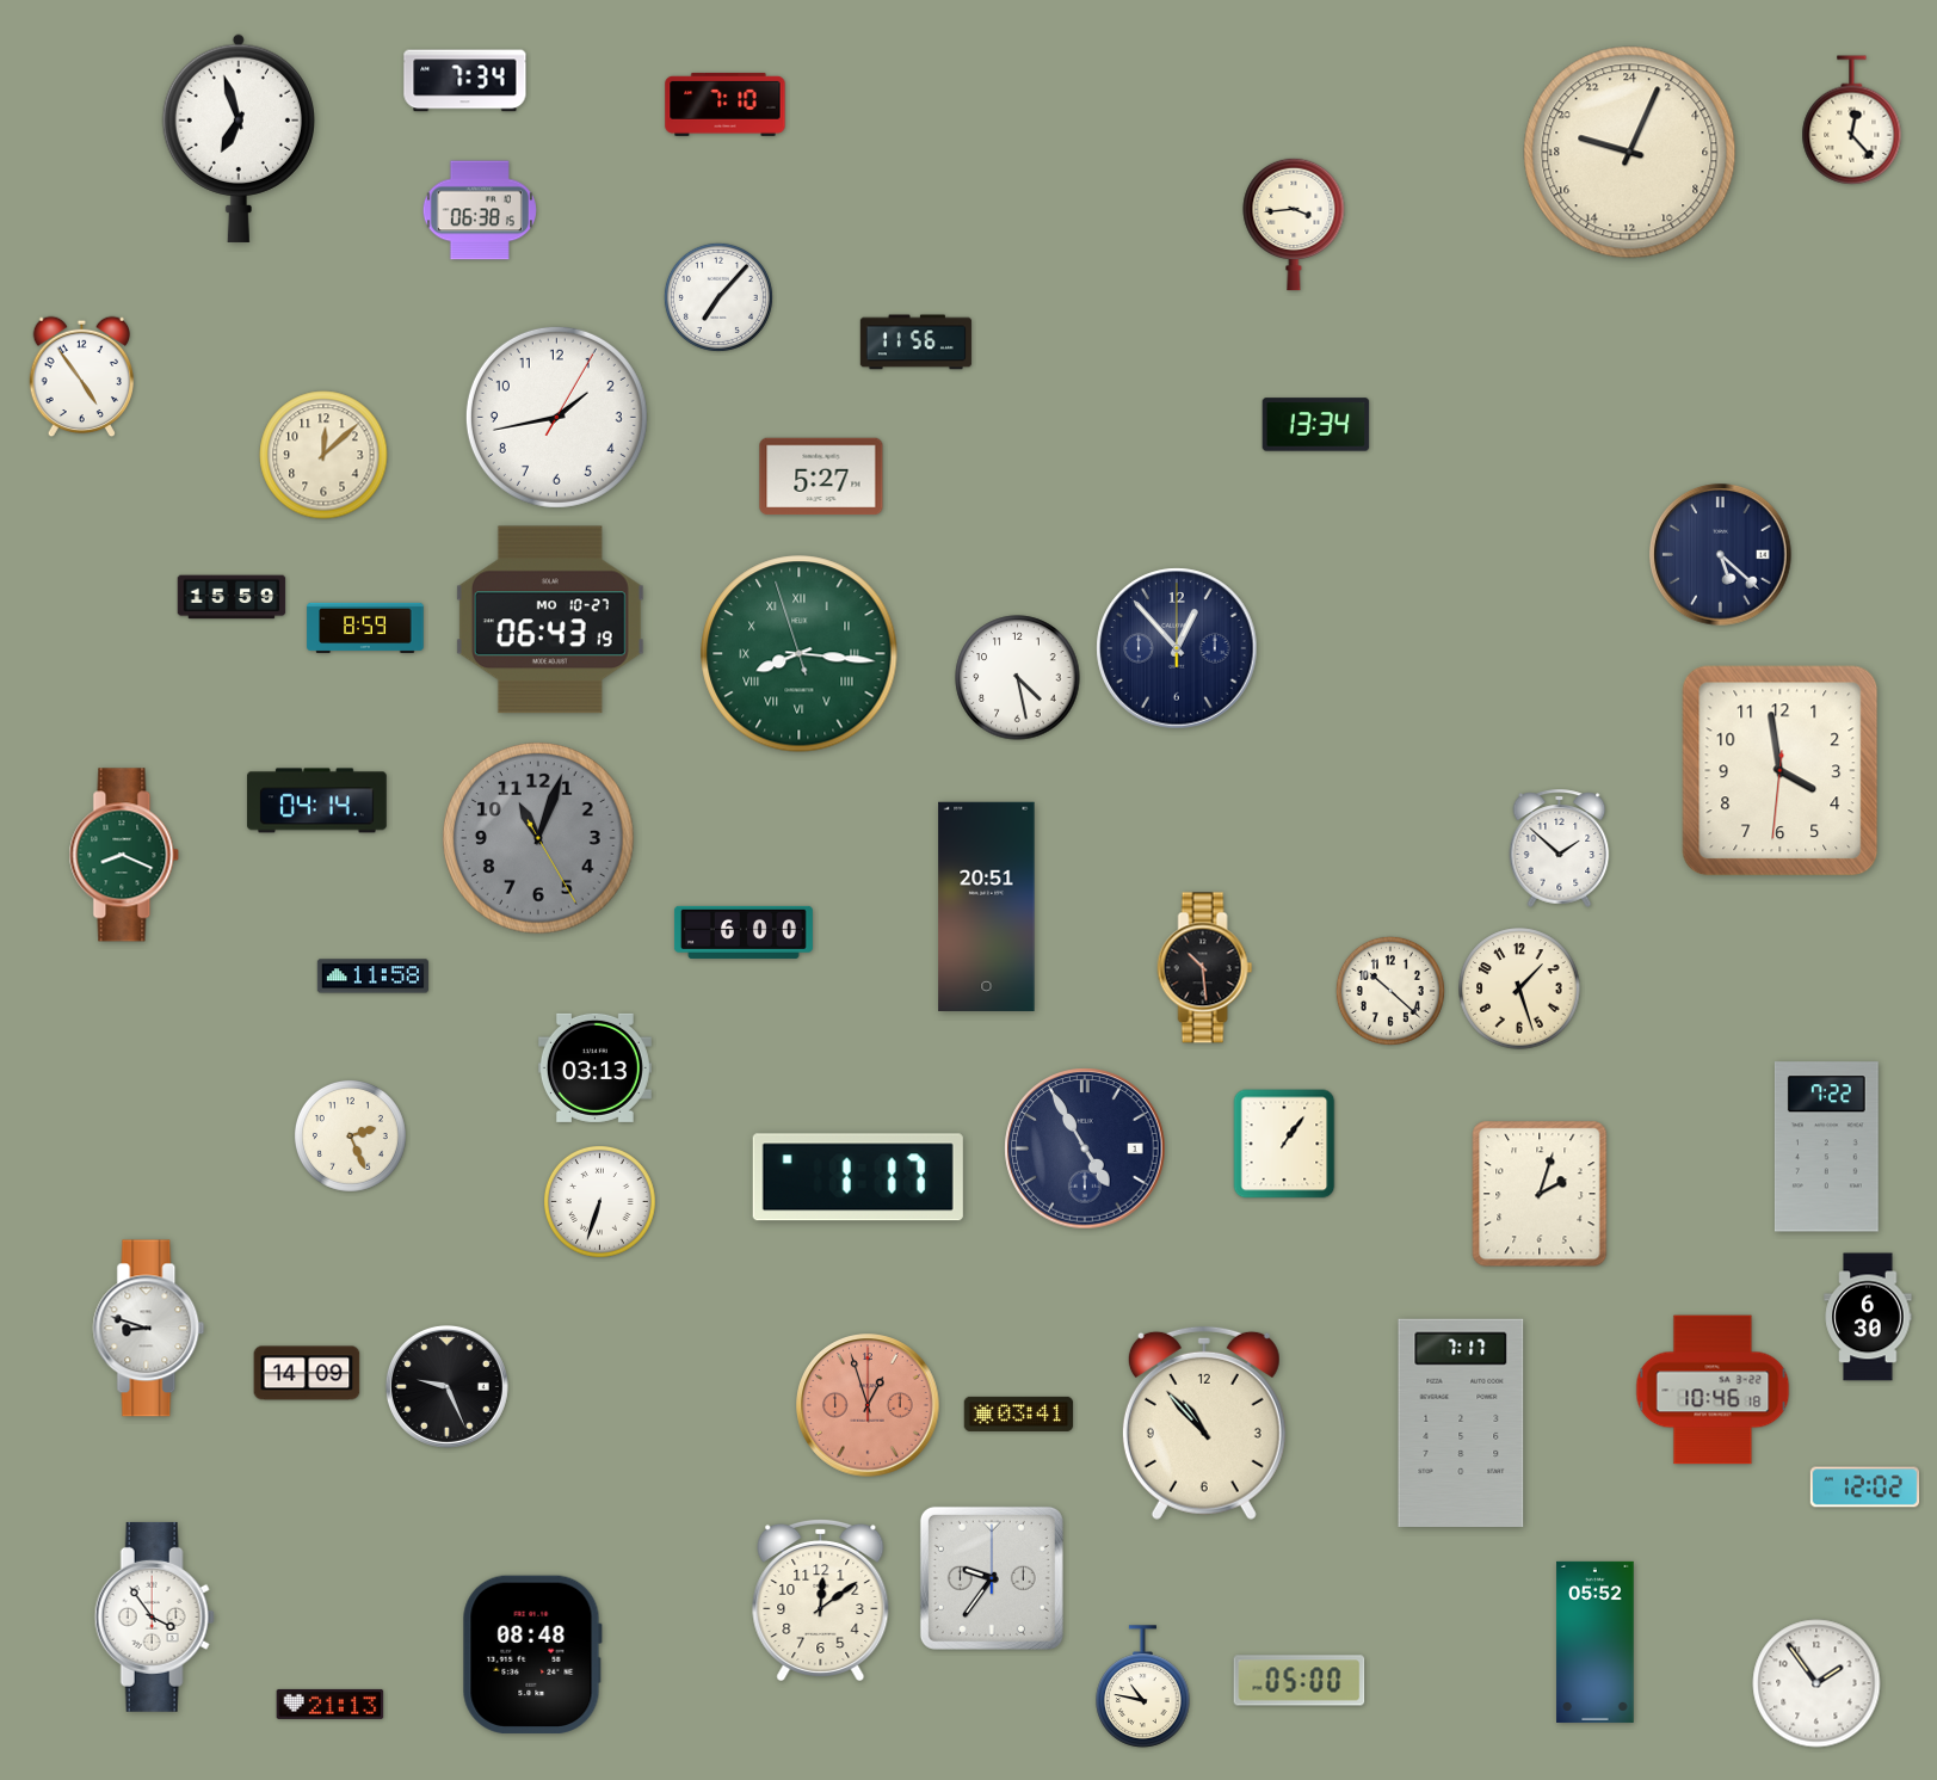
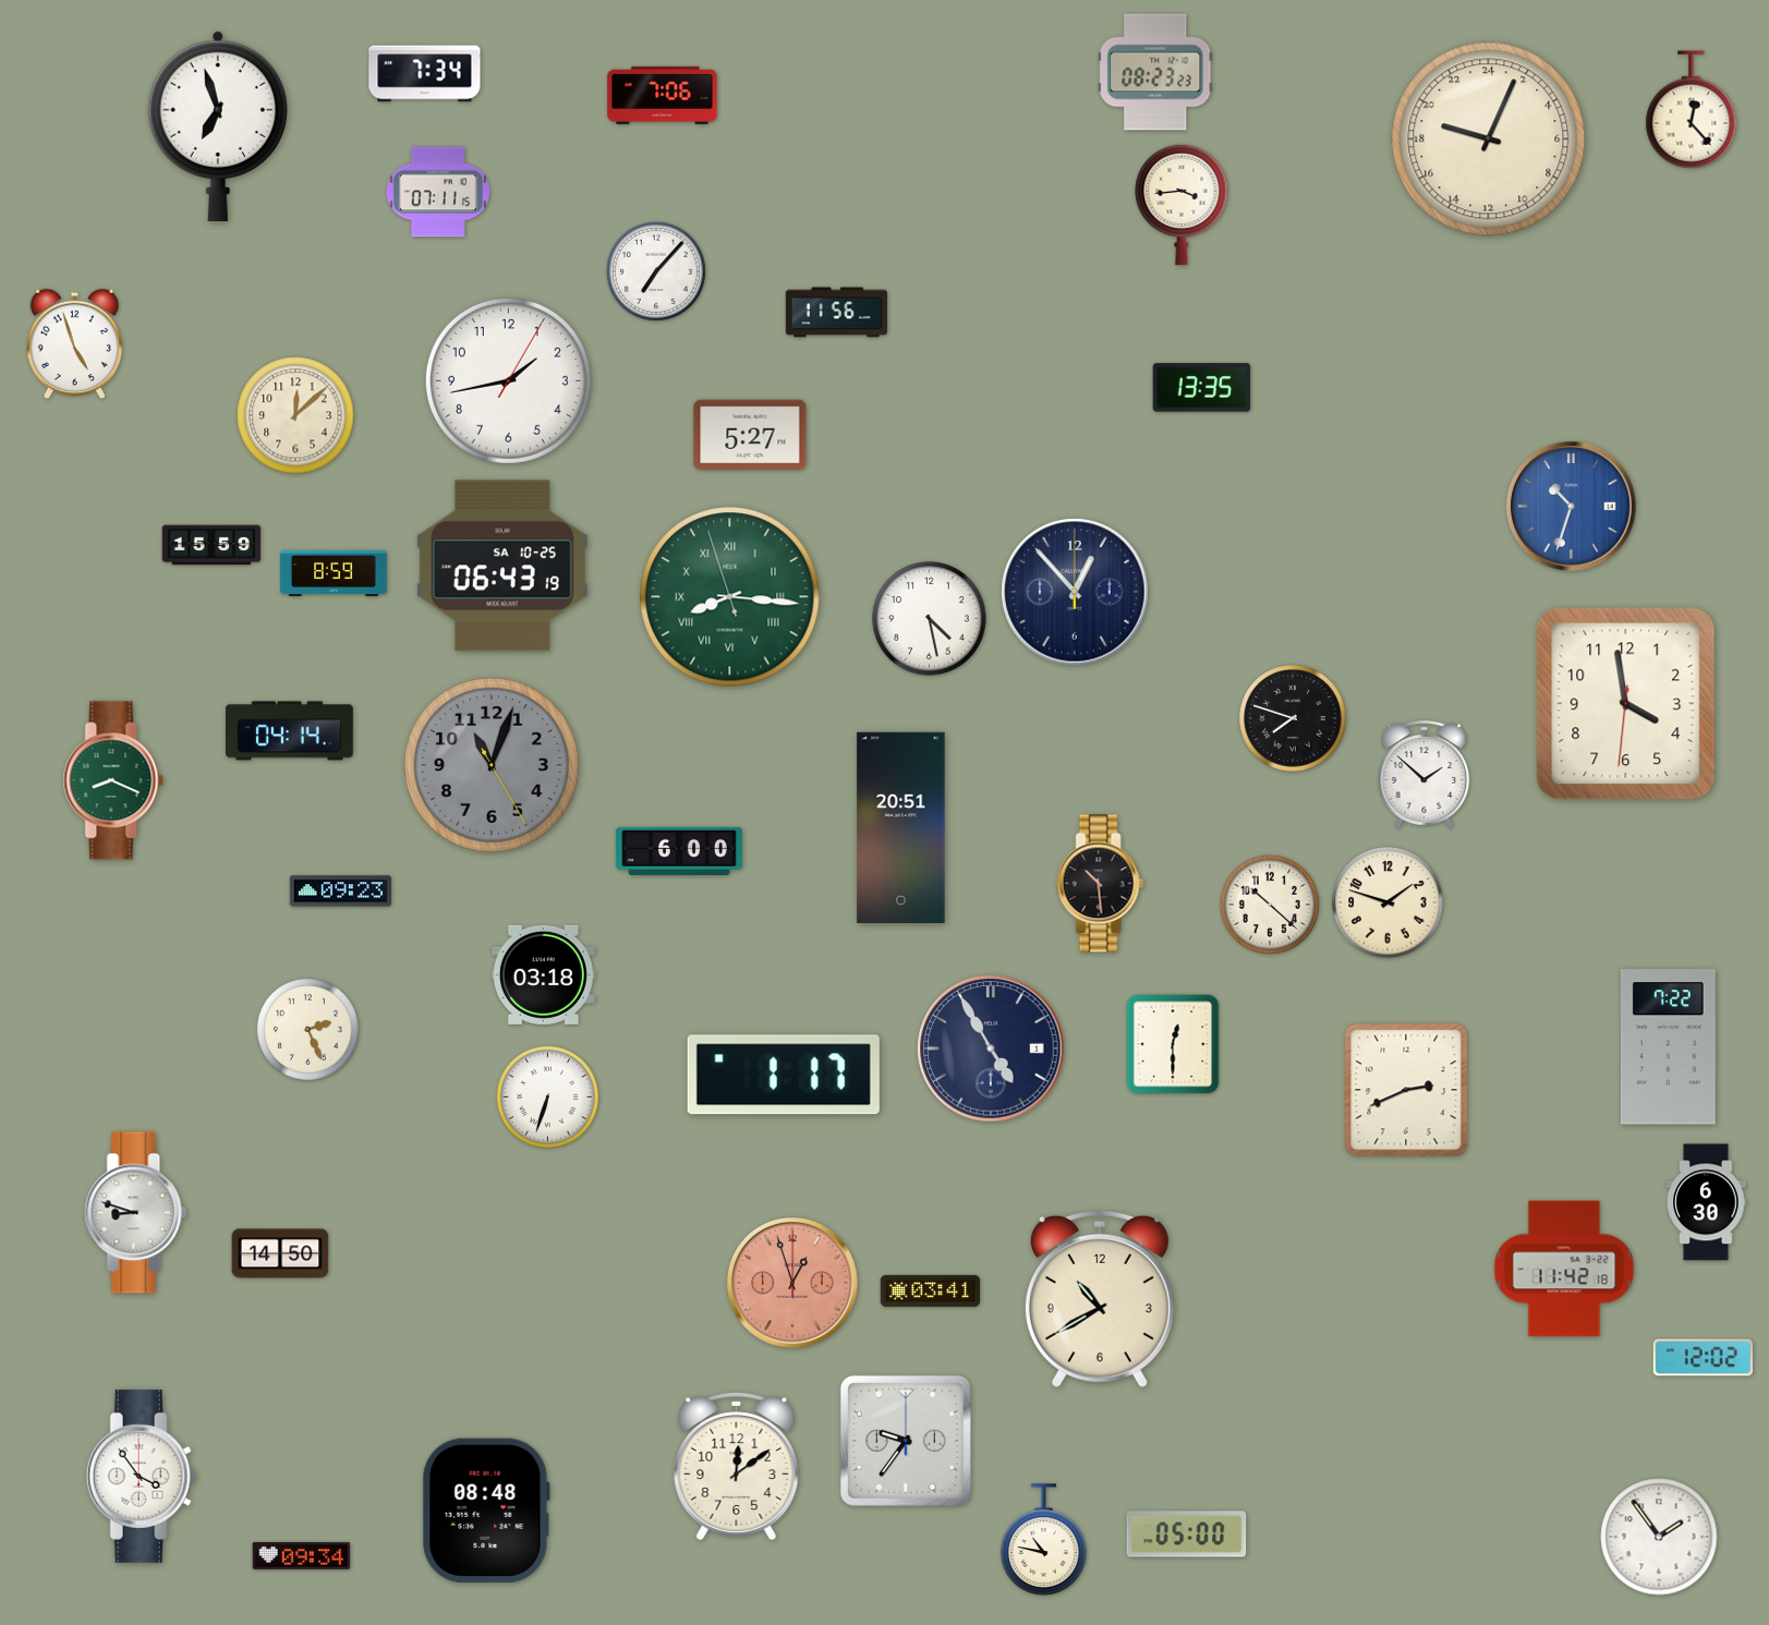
clock at (1155, 72): none -> 08:23
clock at (726, 104): 7:10 -> 7:06
clock at (480, 210): 06:38 -> 07:11
clock at (82, 377): 4:54 -> 4:57
clock at (1316, 425): 13:34 -> 13:35
clock at (1721, 555): 5:22 -> 10:33
clock at (1721, 555) dial: navy -> blue
clock at (550, 620) date: MO 10-27 -> SA 10-25
clock at (1293, 718): none -> 7:48
clock at (372, 977): 11:58 -> 09:23
clock at (1519, 988): 1:27 -> 1:48
clock at (594, 1067): 03:13 -> 03:18
clock at (350, 1135) position: (350, 1135) -> (307, 1029)
clock at (1284, 1144): 1:06 -> 12:30
clock at (1540, 1194): 2:03 -> 2:41
clock at (307, 1373): 14:09 -> 14:50
clock at (446, 1386): 9:26 -> none
clock at (1713, 1390): 10:46 -> 11:42
clock at (1461, 1422): 7:17 -> none
clock at (1204, 1423): 10:53 -> 10:40
clock at (821, 1600) position: (821, 1600) -> (737, 1466)
clock at (1596, 1642): 05:52 -> none
clock at (331, 1704): 21:13 -> 09:34
